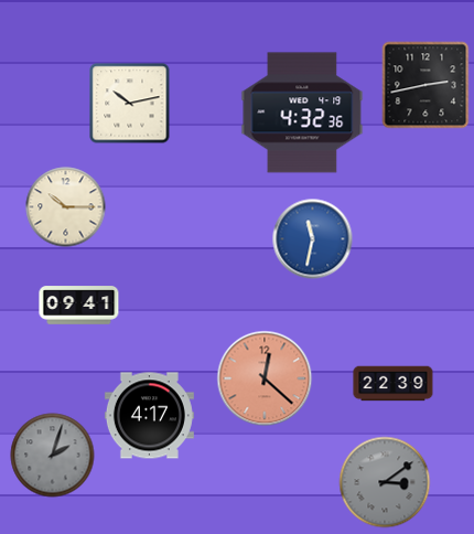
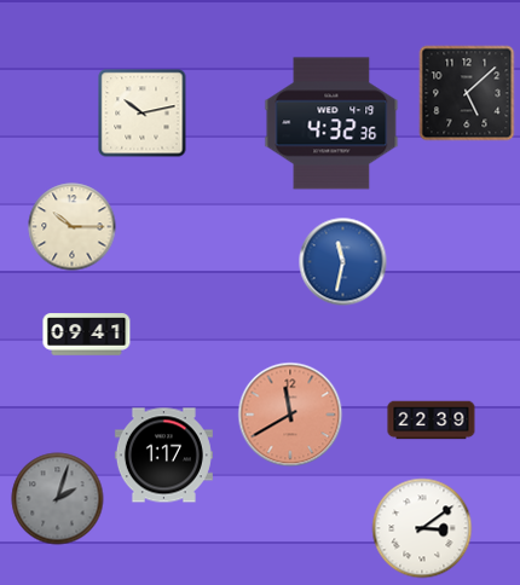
clock at (425, 85): 2:43 -> 5:08
clock at (265, 378): 12:22 -> 11:40
clock at (149, 416): 4:17 -> 1:17
clock at (385, 482) dial: grey -> white
